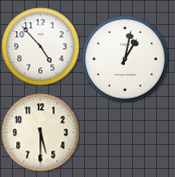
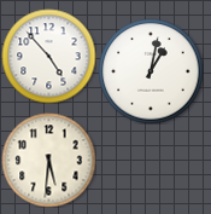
clock at (40, 132): 5:30 -> 5:31
